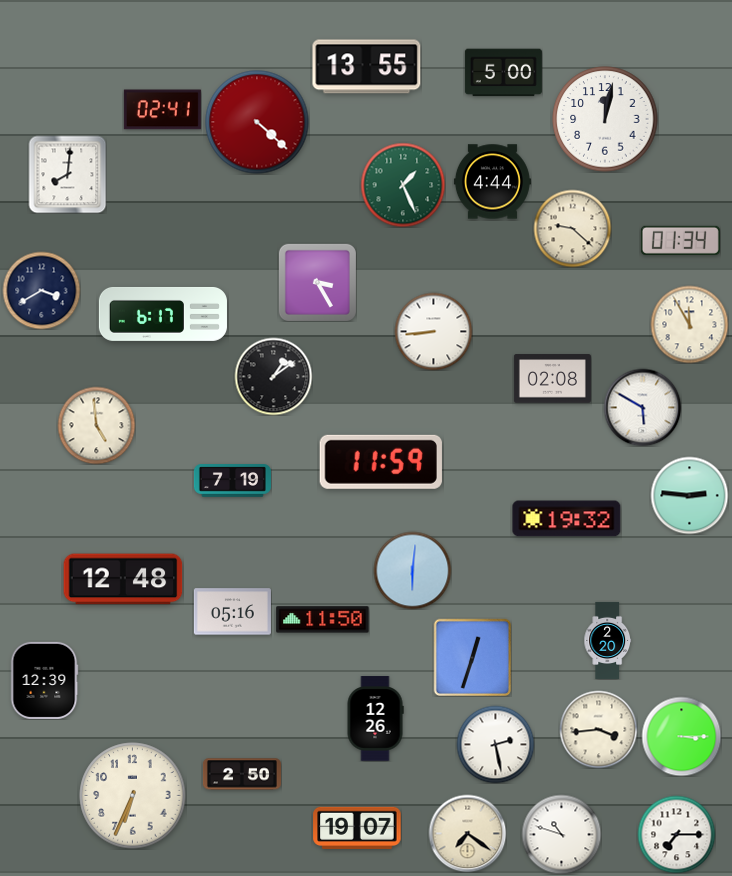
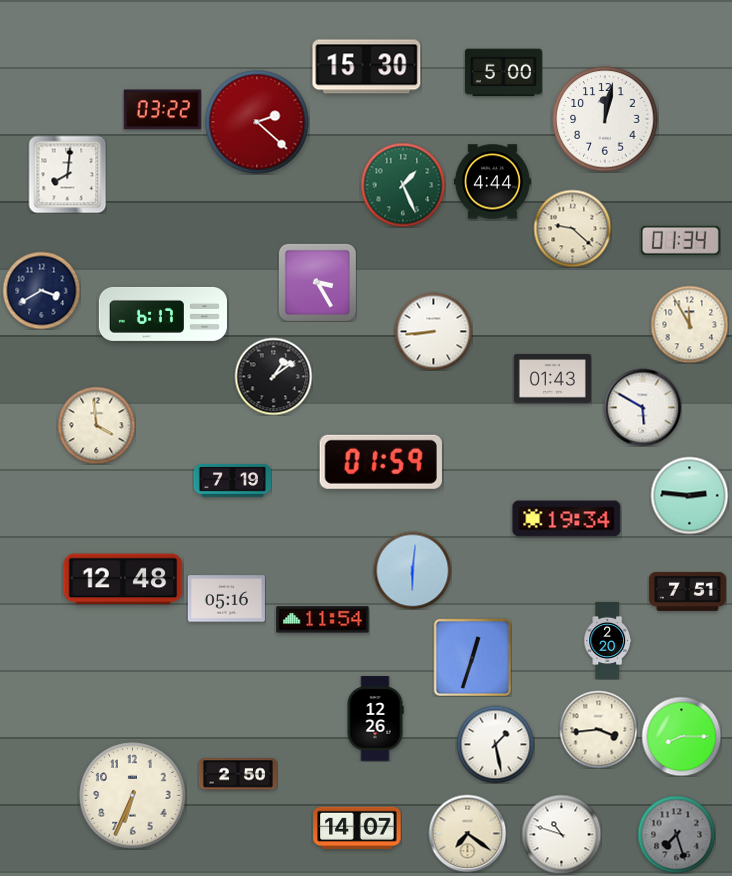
clock at (367, 67): 13:55 -> 15:30
clock at (162, 110): 02:41 -> 03:22
clock at (257, 122): 4:22 -> 2:22
clock at (552, 379): 02:08 -> 01:43
clock at (96, 425): 4:59 -> 3:59
clock at (381, 462): 11:59 -> 01:59
clock at (567, 519): 19:32 -> 19:34
clock at (687, 591): none -> 7:51
clock at (232, 612) position: (232, 612) -> (226, 599)
clock at (323, 620): 11:50 -> 11:54
clock at (44, 680): 12:39 -> none
clock at (681, 736): 3:15 -> 8:15
clock at (495, 744): 2:28 -> 1:28
clock at (242, 774) position: (242, 774) -> (238, 774)
clock at (357, 828): 19:07 -> 14:07
clock at (676, 834): 7:15 -> 7:27
clock at (676, 834) dial: white -> grey
